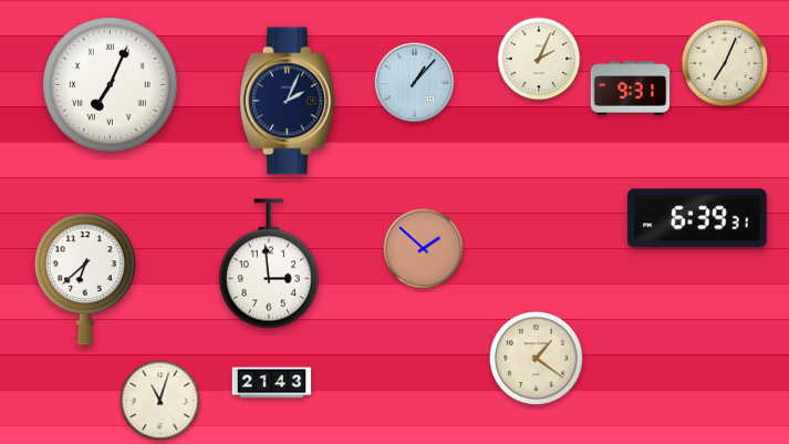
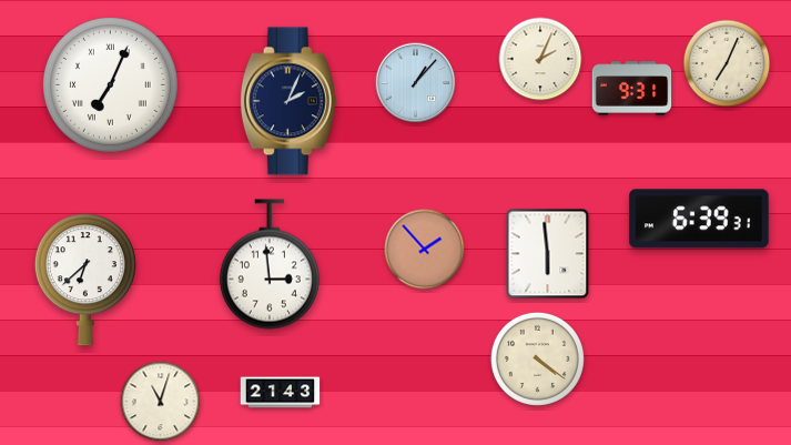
clock at (424, 249): 1:52 -> 1:53
clock at (548, 254): none -> 5:59
clock at (536, 358): 1:21 -> 4:21
clock at (272, 383) position: (272, 383) -> (281, 393)
